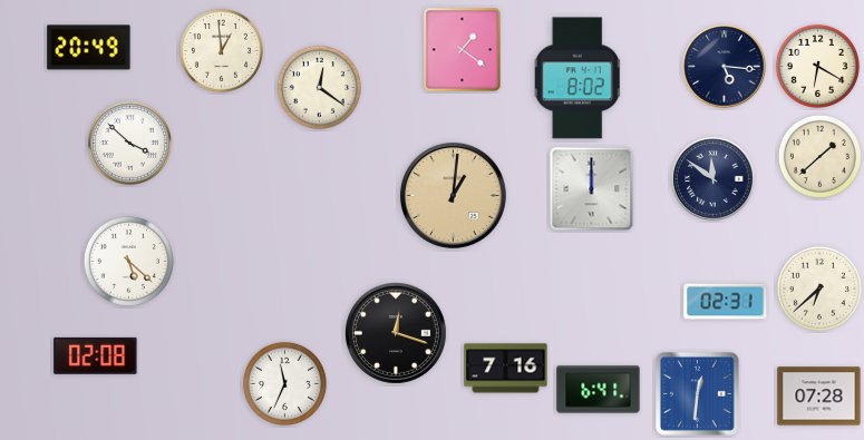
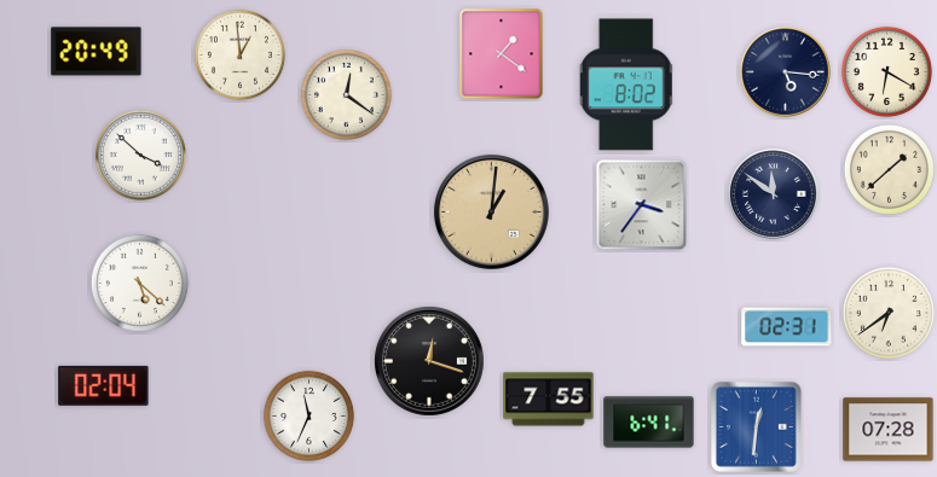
clock at (592, 189): 12:00 -> 3:36
clock at (819, 289): 6:38 -> 6:39
clock at (96, 355): 02:08 -> 02:04
clock at (506, 369): 7:16 -> 7:55
